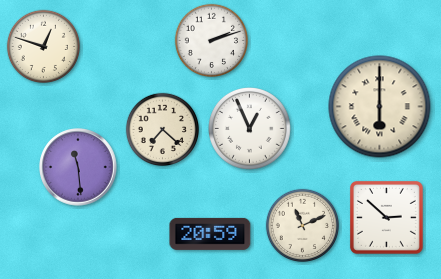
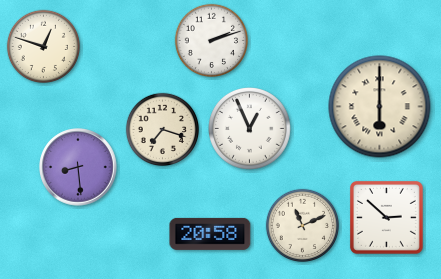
clock at (162, 129): 7:22 -> 7:18
clock at (78, 167): 11:29 -> 8:29
clock at (210, 234): 20:59 -> 20:58
